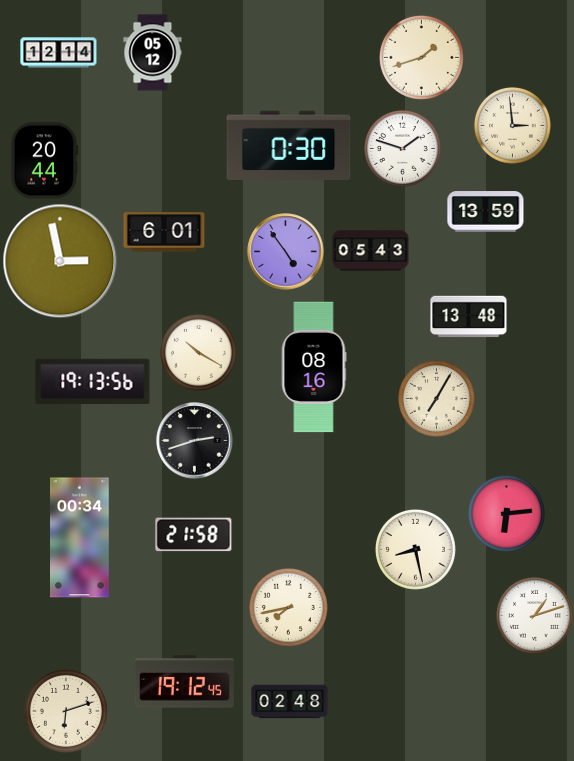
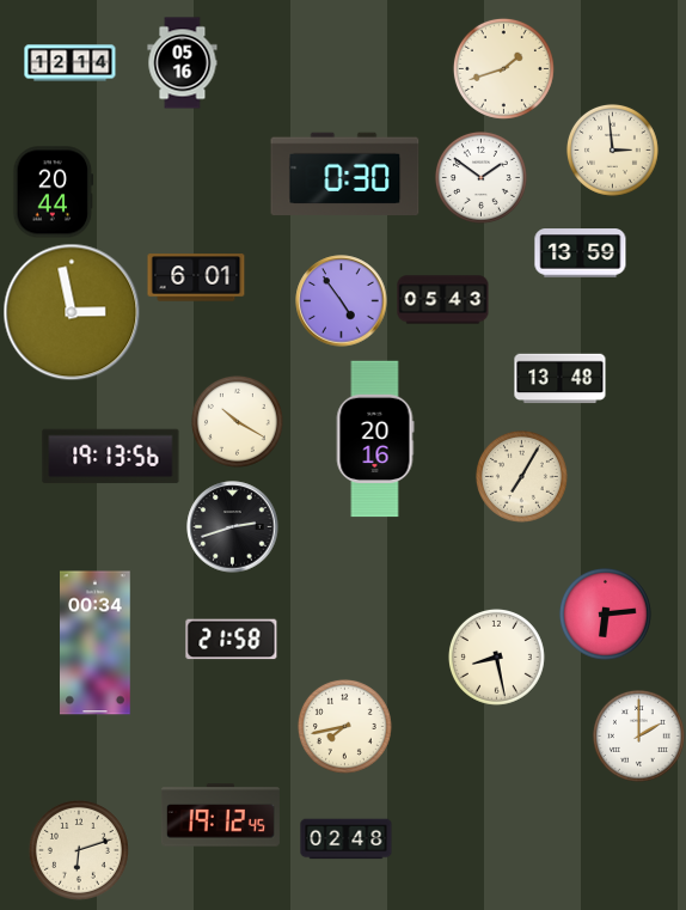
clock at (153, 53): 05:12 -> 05:16
clock at (402, 148): 1:48 -> 1:51
clock at (314, 367): 08:16 -> 20:16
clock at (534, 615): 1:12 -> 2:00
